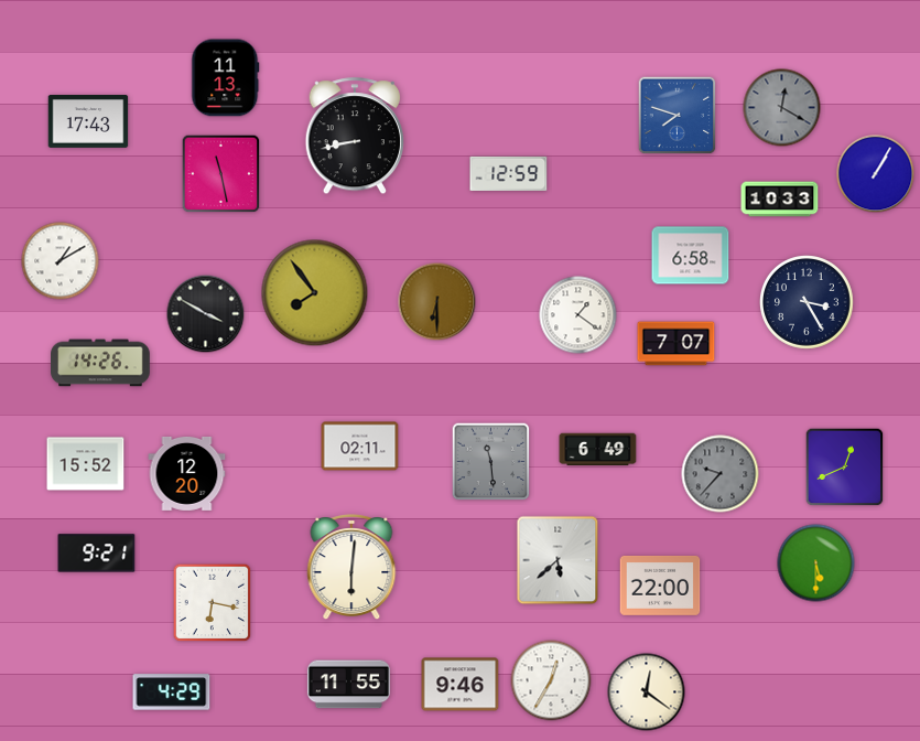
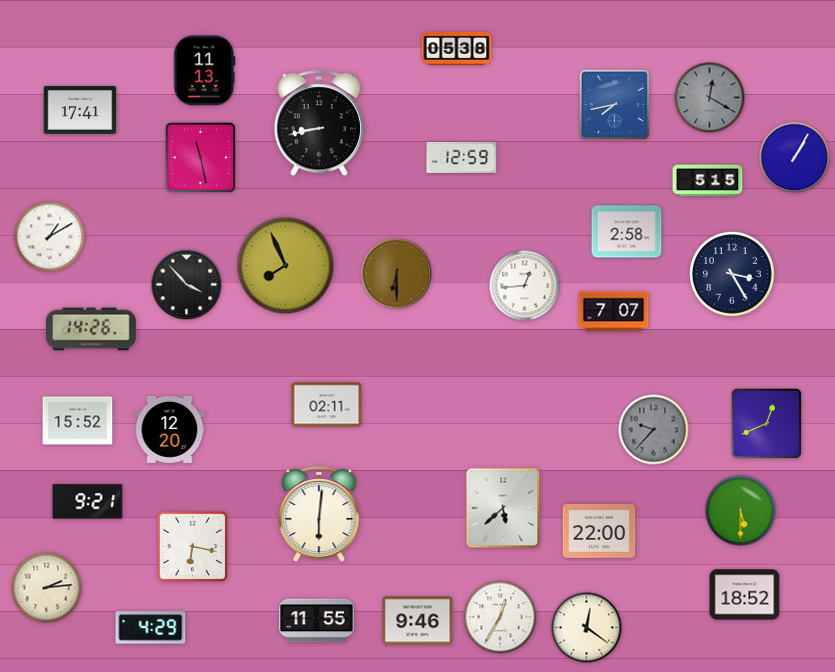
clock at (457, 48): none -> 05:38
clock at (678, 116): 7:48 -> 7:43
clock at (88, 122): 17:43 -> 17:41
clock at (355, 137) position: (355, 137) -> (319, 124)
clock at (780, 200): 10:33 -> 5:15
clock at (691, 256): 6:58 -> 2:58
clock at (61, 261) position: (61, 261) -> (50, 237)
clock at (315, 293): 7:54 -> 7:56
clock at (206, 314): 3:50 -> 3:53
clock at (578, 315): 1:21 -> 12:44
clock at (598, 450): 6:49 -> none
clock at (491, 462): 11:29 -> none
clock at (558, 560) position: (558, 560) -> (503, 508)
clock at (47, 588): none -> 2:14
clock at (745, 595): none -> 18:52
clock at (172, 692) position: (172, 692) -> (151, 628)
